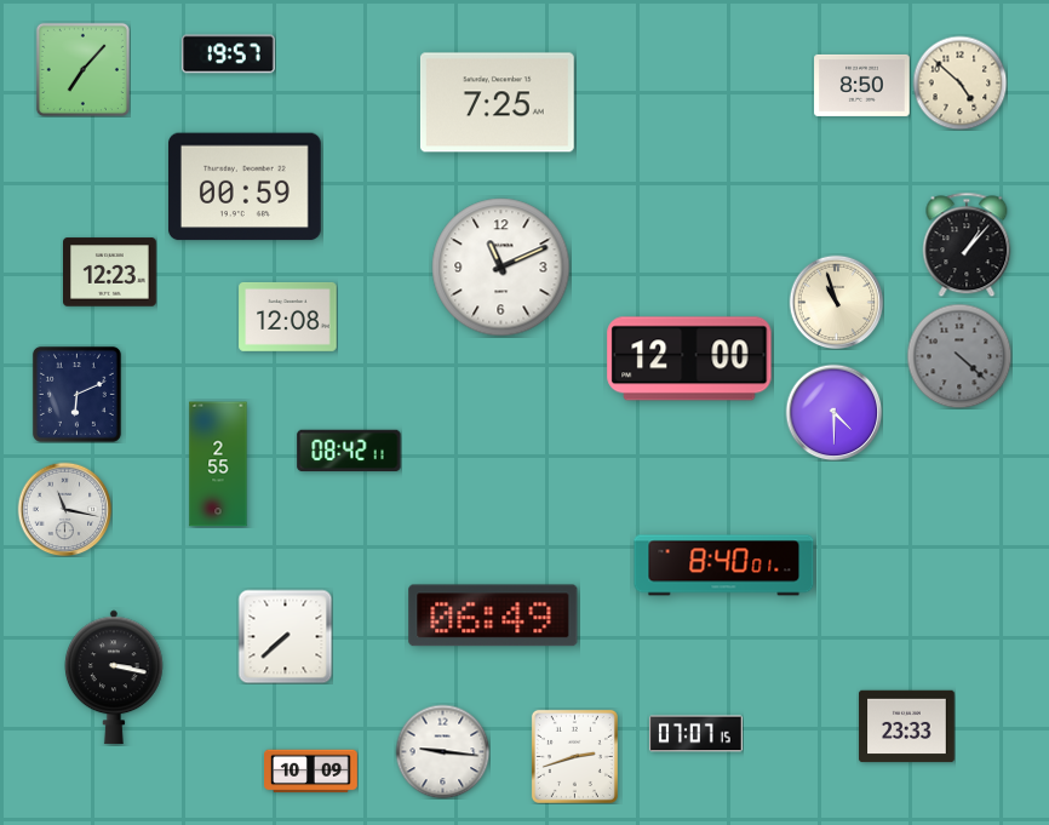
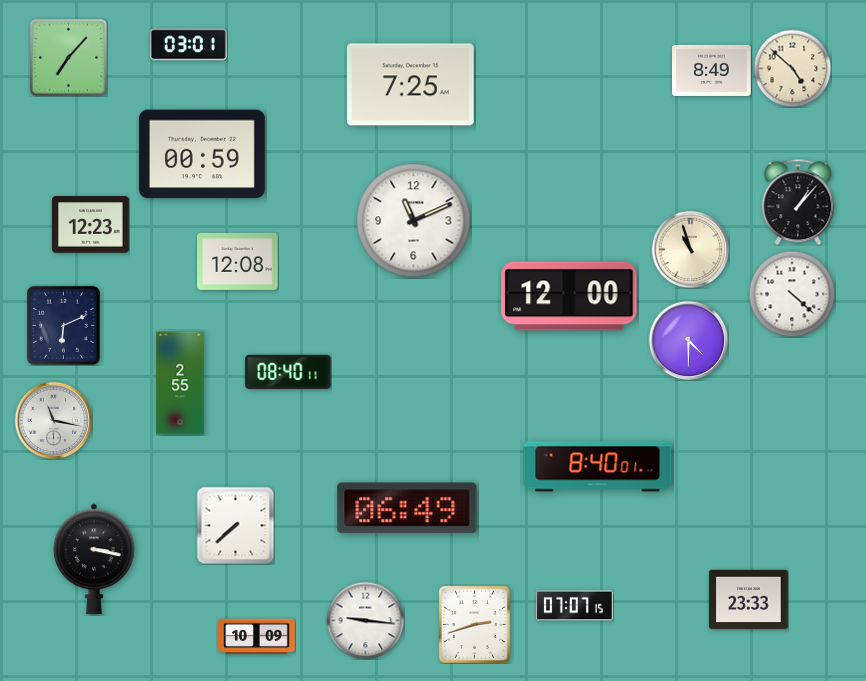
clock at (228, 55): 19:57 -> 03:01
clock at (862, 85): 8:50 -> 8:49
clock at (959, 356) dial: grey -> white
clock at (349, 451): 08:42 -> 08:40
